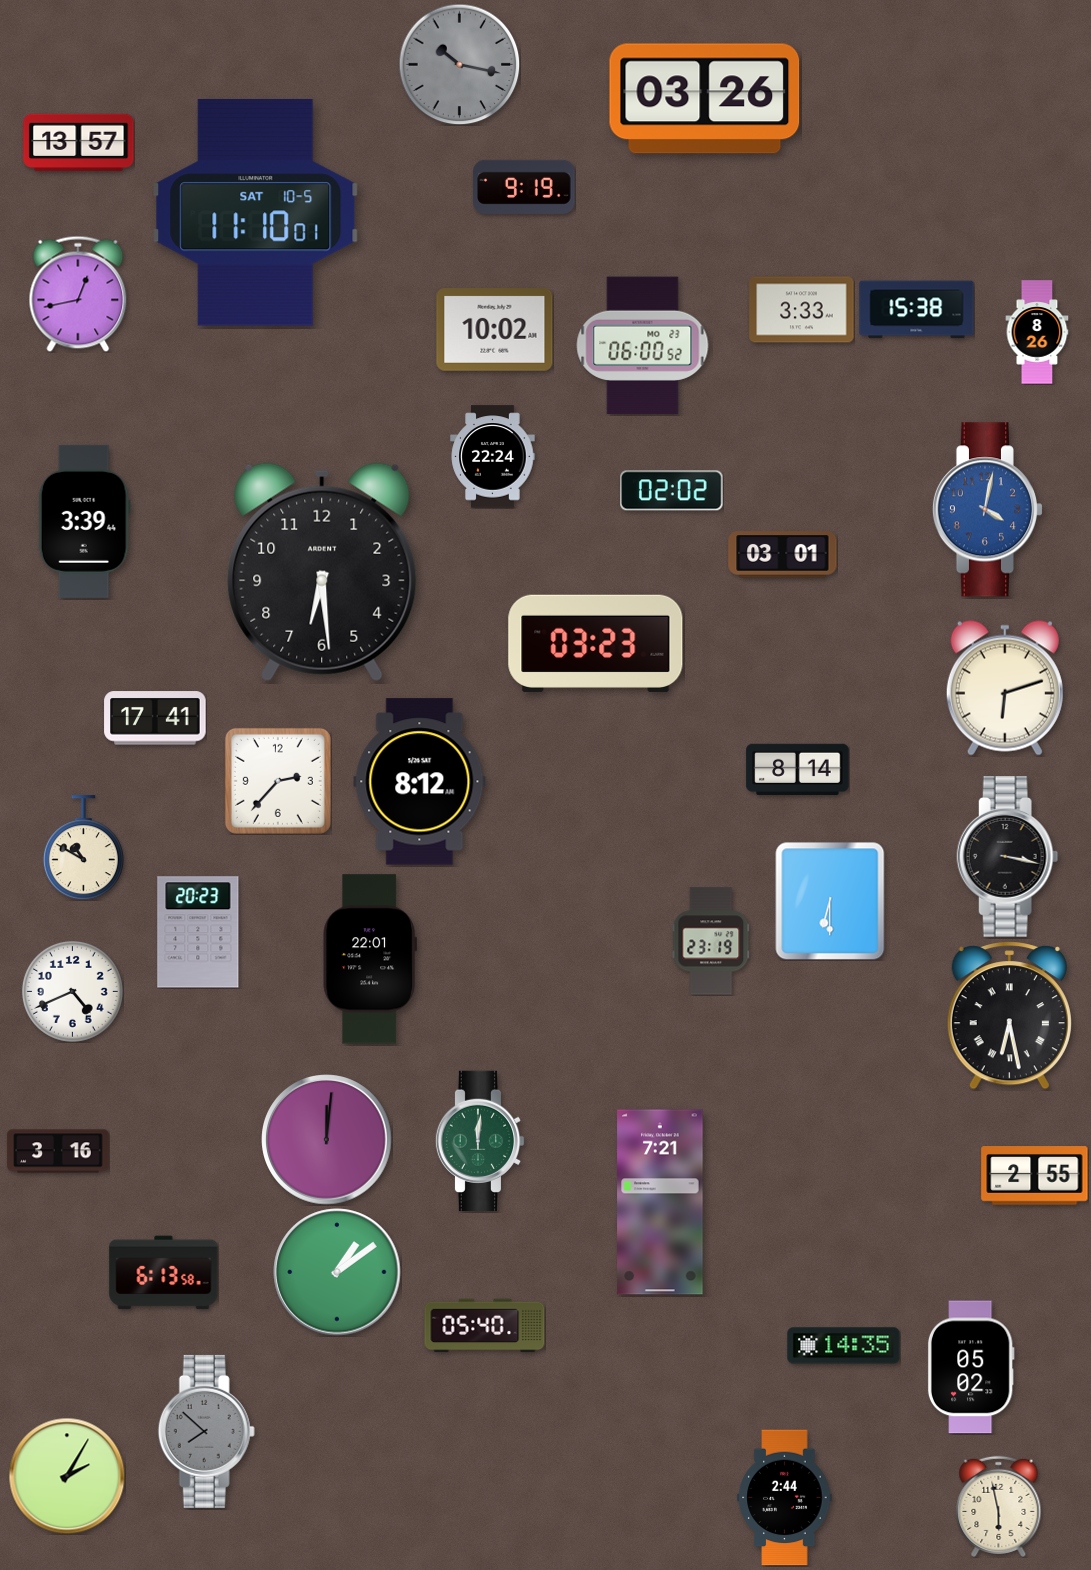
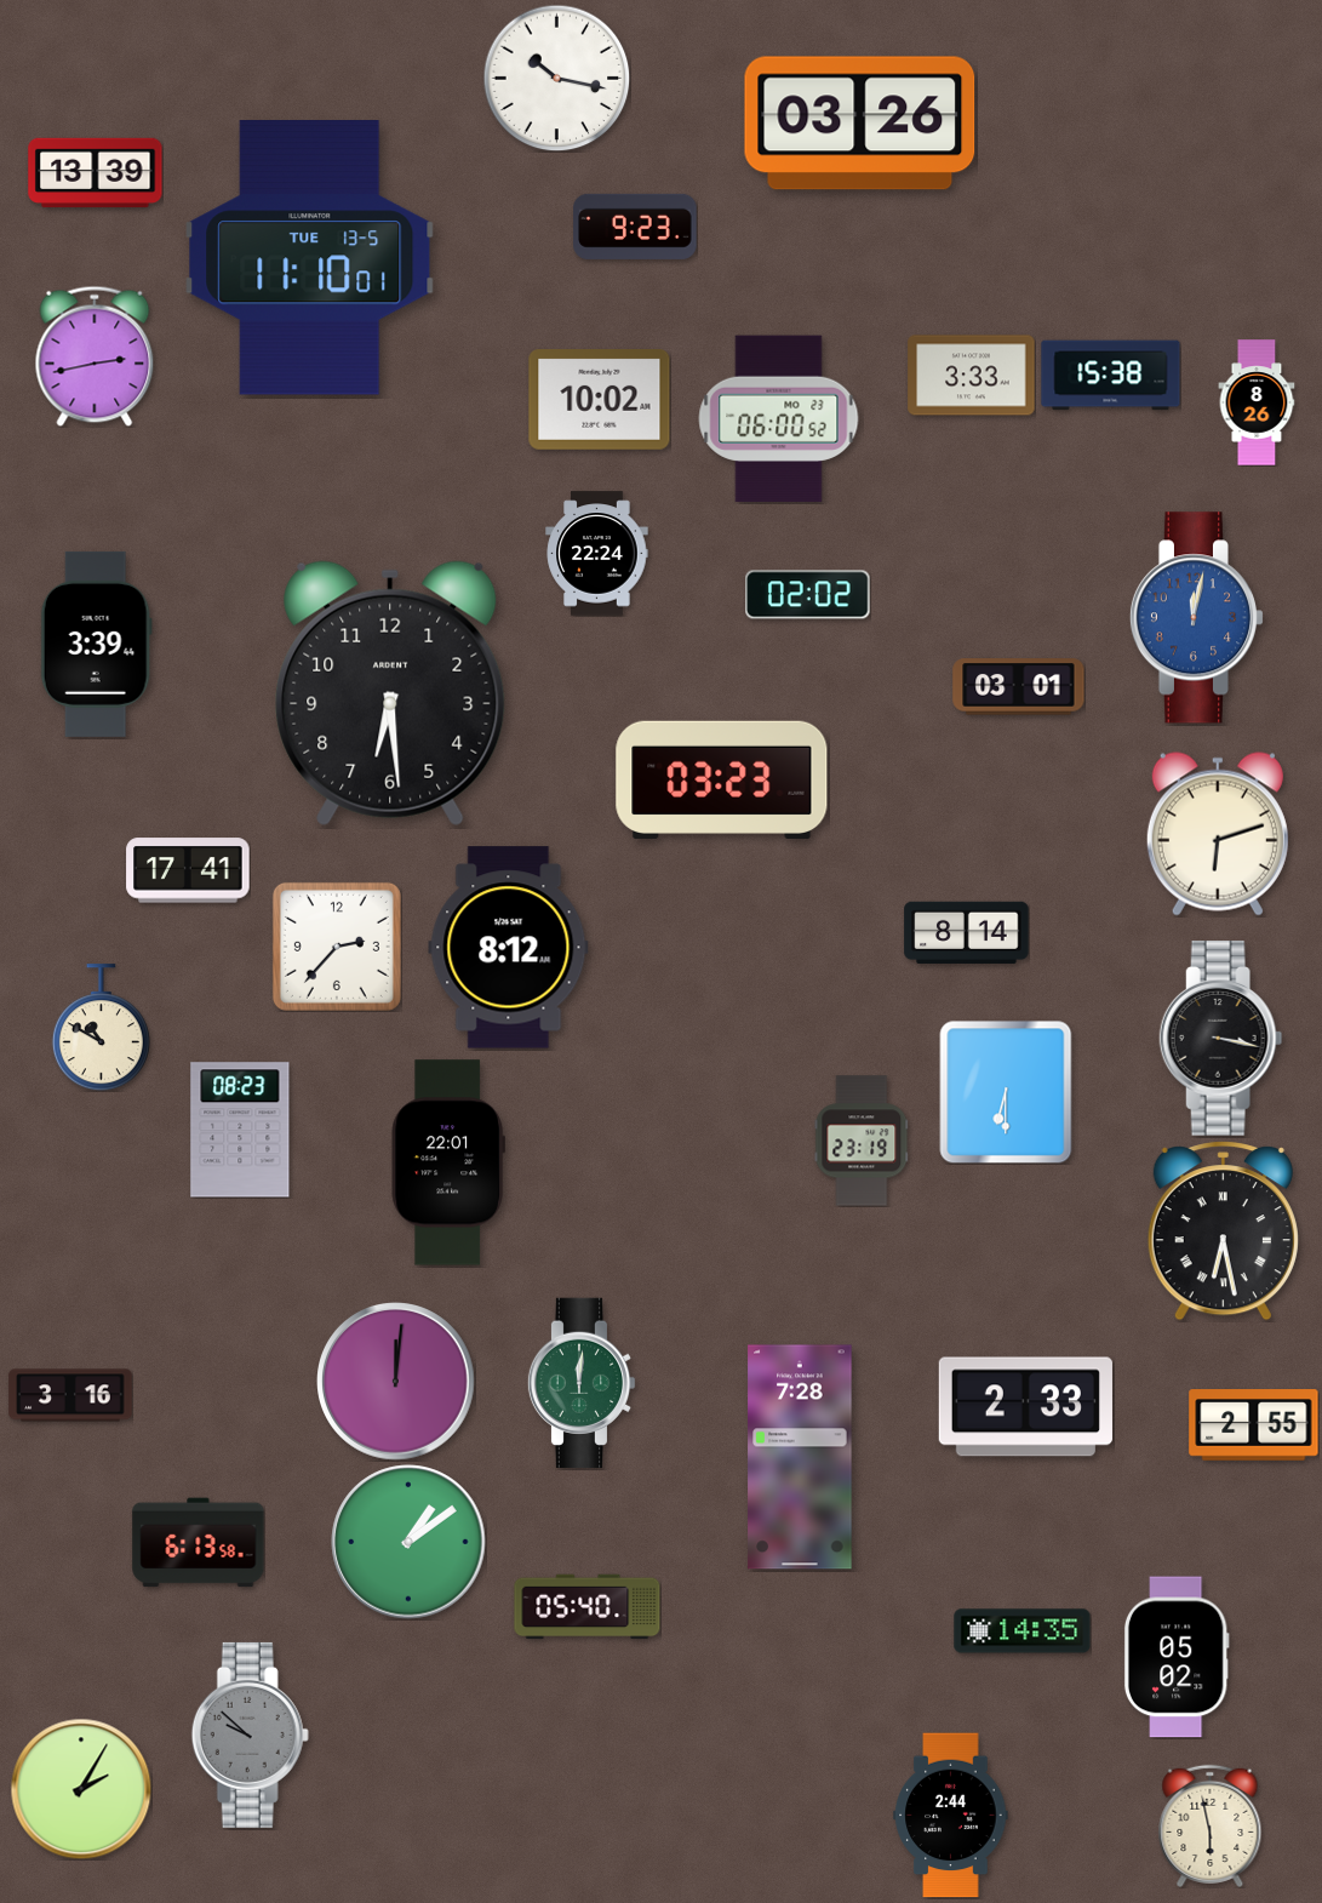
clock at (459, 64) dial: grey -> white
clock at (705, 99) position: (705, 99) -> (860, 124)
clock at (79, 143): 13:57 -> 13:39
clock at (524, 187): 9:19 -> 9:23
clock at (256, 213) date: SAT 10-5 -> TUE 13-5
clock at (78, 294): 12:43 -> 2:43
clock at (672, 491) position: (672, 491) -> (808, 595)
clock at (987, 510): 4:02 -> 12:02
clock at (84, 521) position: (84, 521) -> (96, 644)
clock at (783, 555) position: (783, 555) -> (1019, 687)
clock at (198, 932): 20:23 -> 08:23
clock at (72, 991): 4:41 -> none
clock at (1025, 1407): none -> 2:33
clock at (660, 1202): 7:21 -> 7:28
clock at (206, 1431): 7:52 -> 9:52
